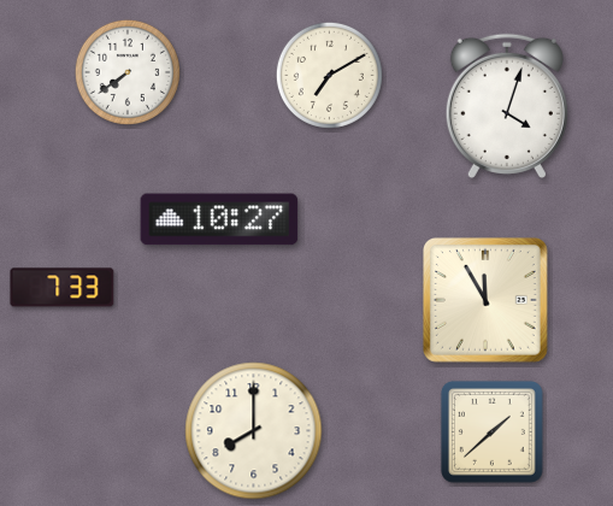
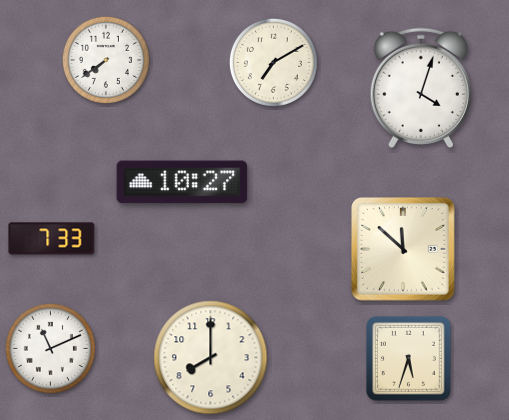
clock at (487, 301): 11:55 -> 11:52
clock at (50, 348): none -> 11:11
clock at (493, 433): 1:38 -> 5:33
